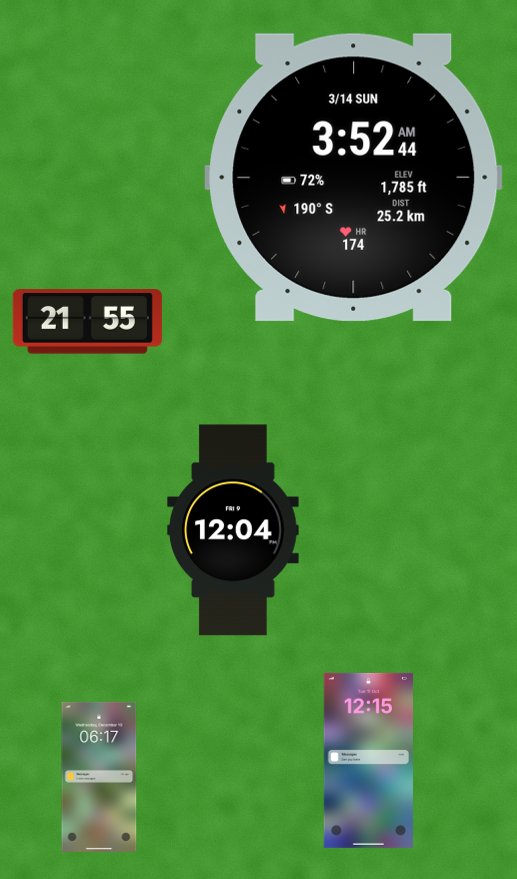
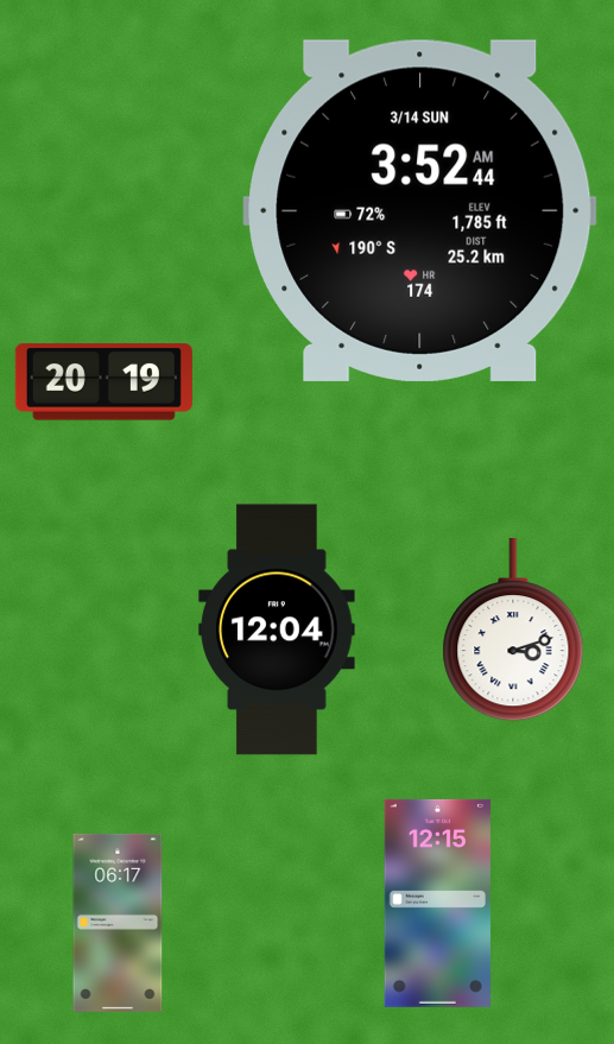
clock at (87, 322): 21:55 -> 20:19
clock at (513, 631): none -> 3:12
